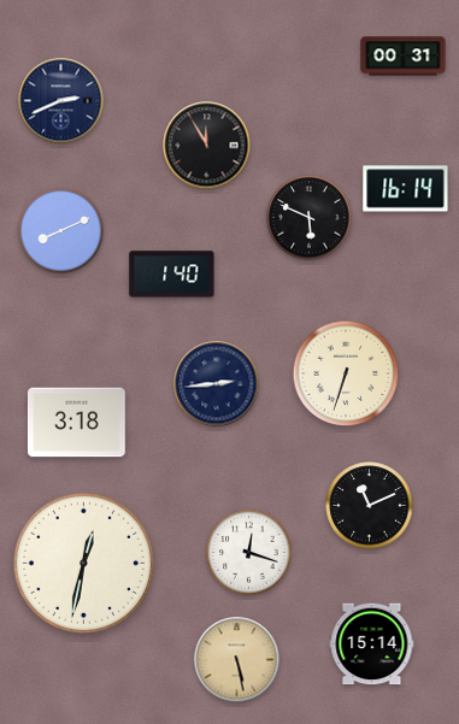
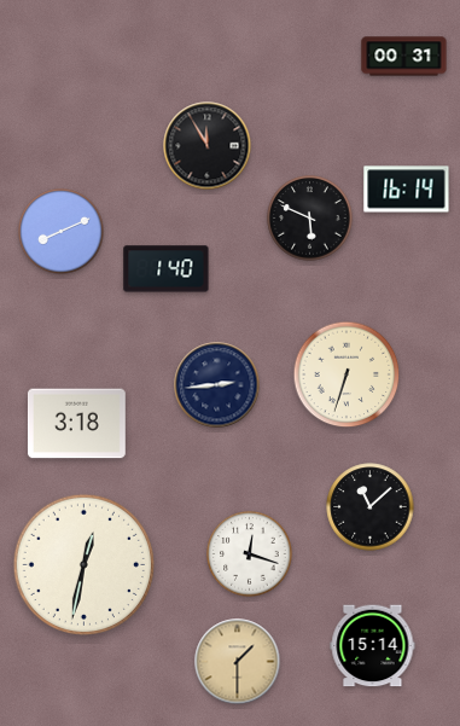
clock at (61, 101): 2:41 -> none
clock at (172, 275) position: (172, 275) -> (167, 269)
clock at (370, 506): 11:11 -> 11:08
clock at (237, 660): 5:28 -> 1:30
